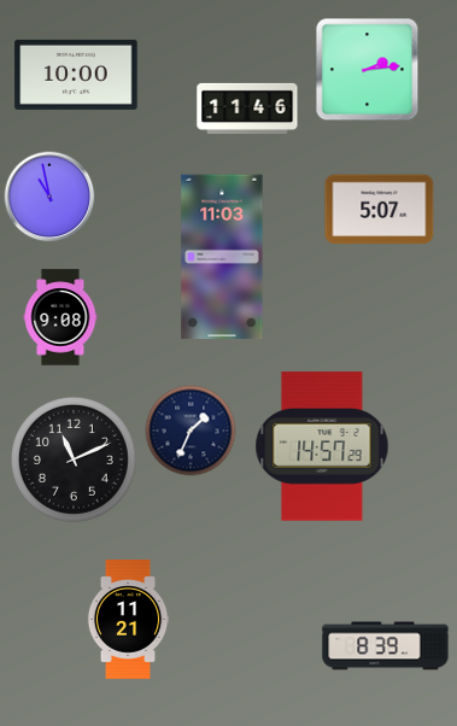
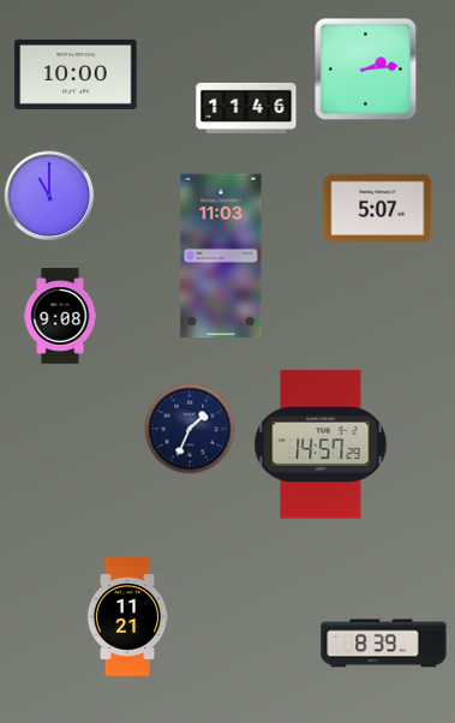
clock at (49, 197): 10:58 -> 11:00
clock at (74, 459): 11:11 -> none
